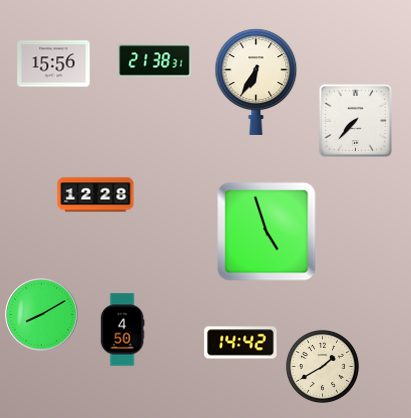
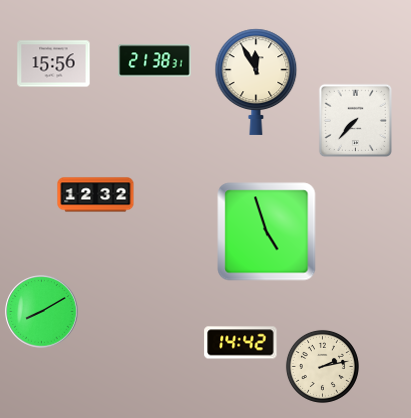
clock at (256, 82): 6:35 -> 11:55
clock at (96, 195): 12:28 -> 12:32
clock at (42, 315) position: (42, 315) -> (42, 312)
clock at (122, 330): 4:50 -> none
clock at (322, 366): 1:40 -> 2:13
